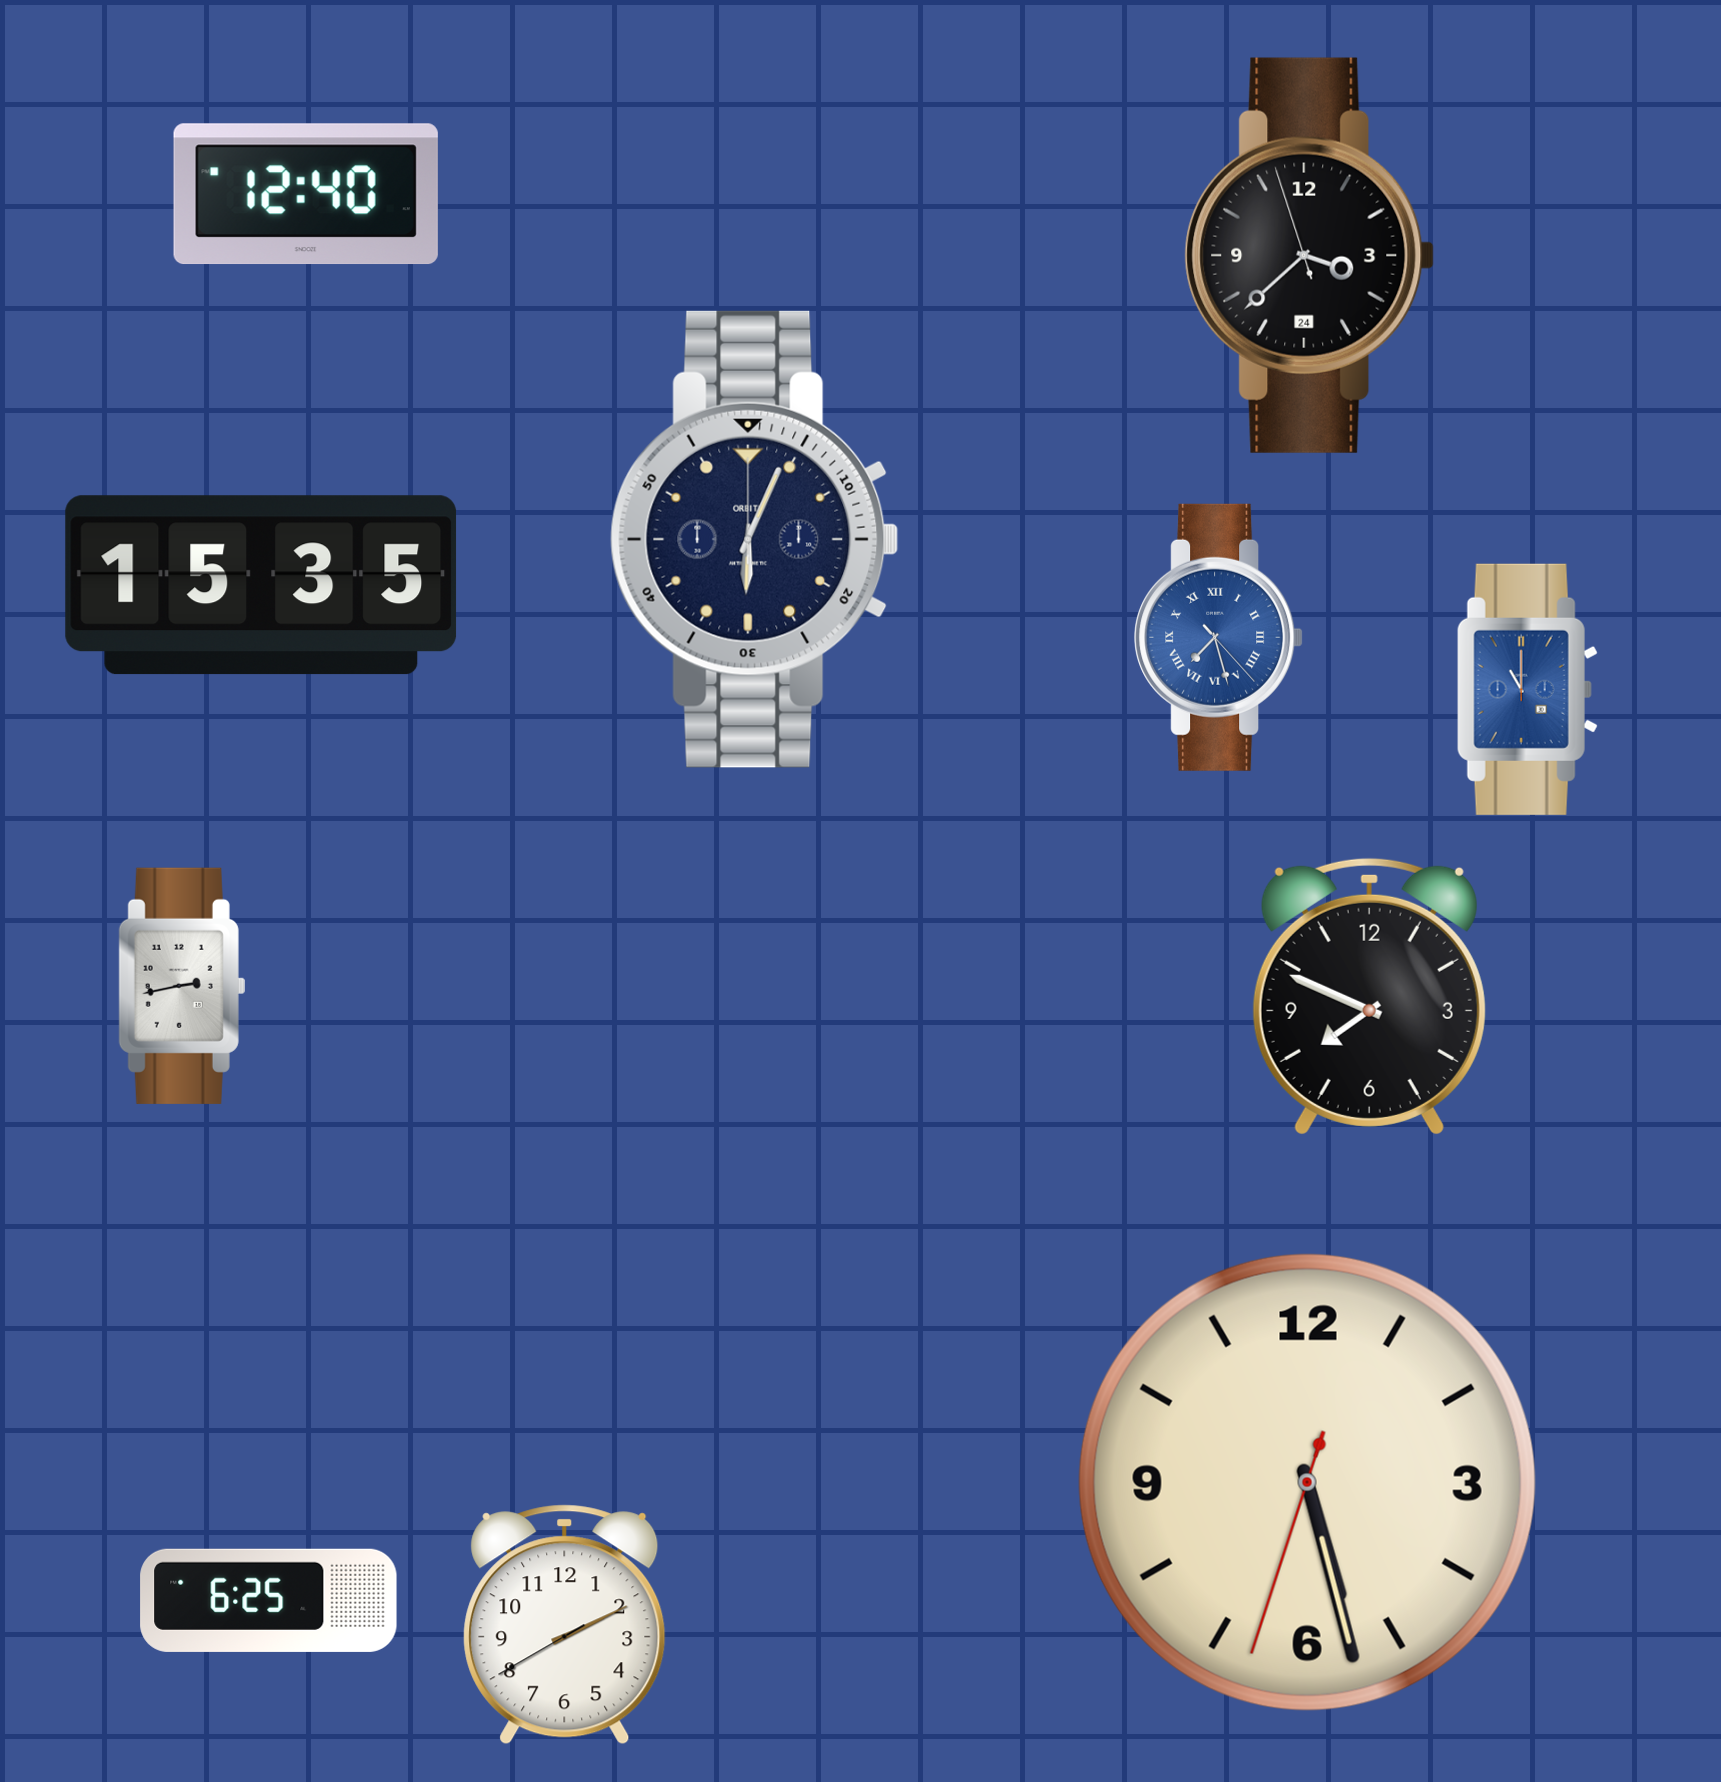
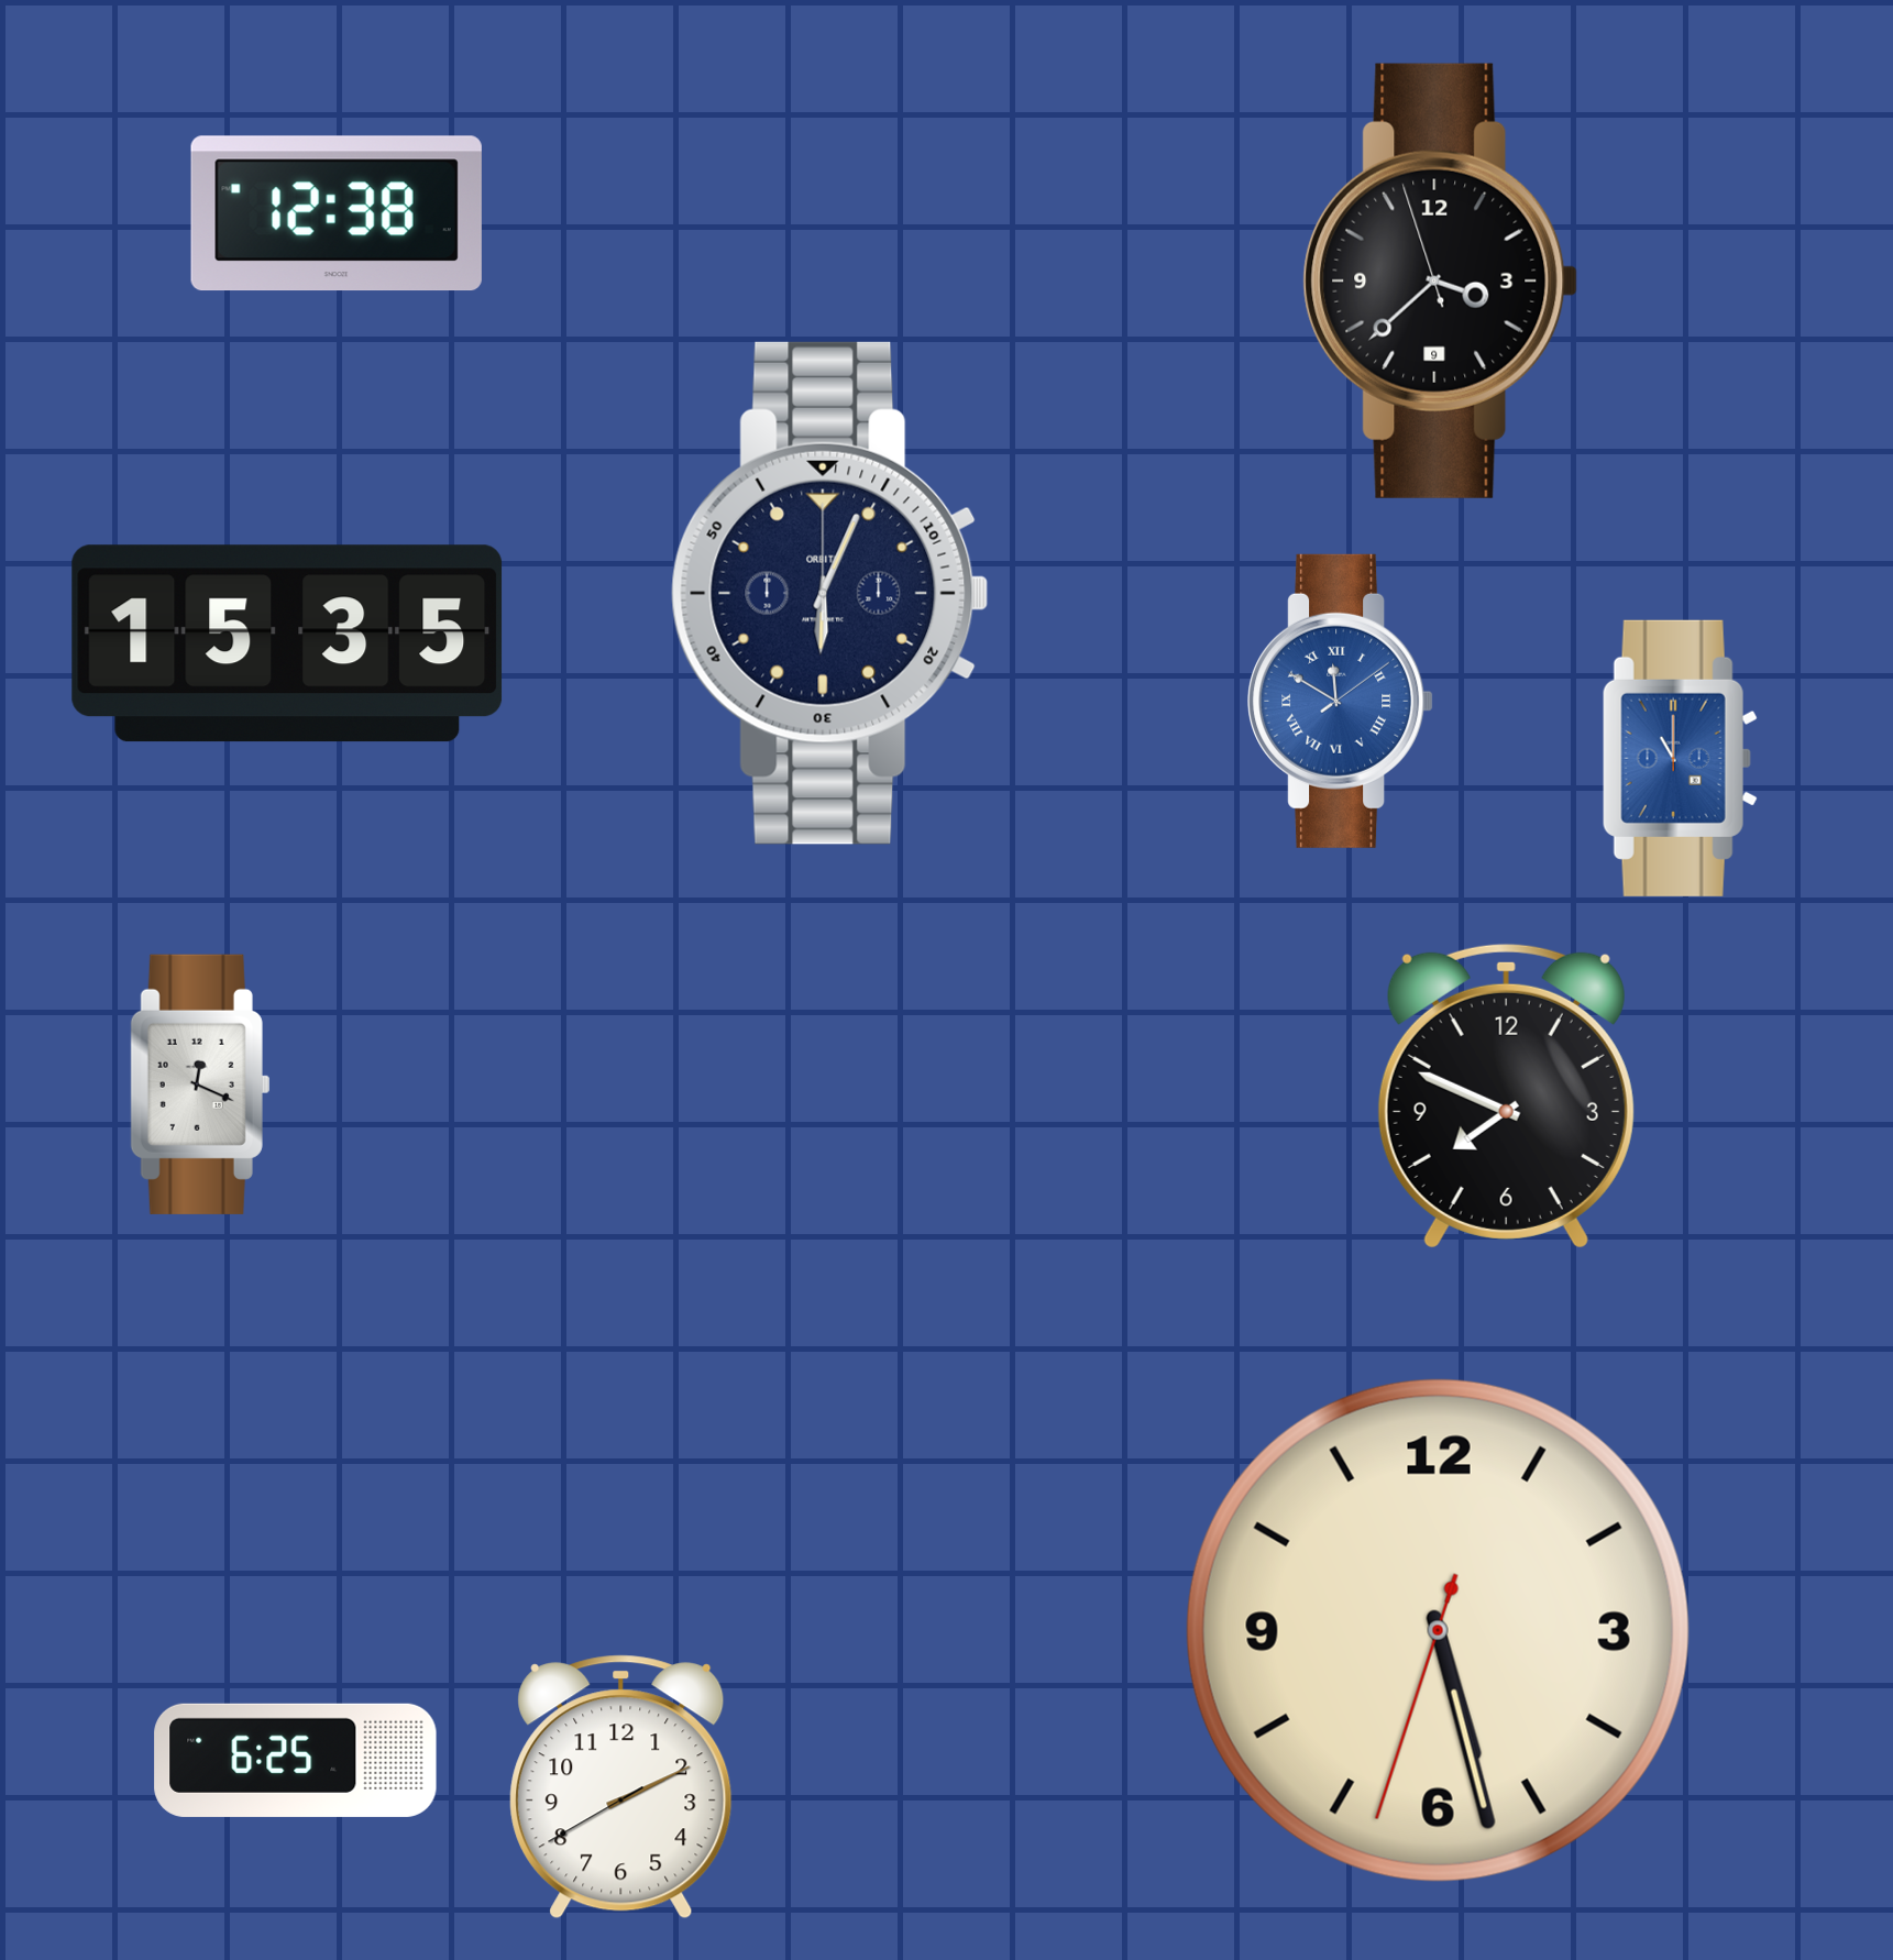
clock at (306, 194): 12:40 -> 12:38
clock at (1310, 255) date: 24 -> 9
clock at (1219, 637): 7:27 -> 11:50
clock at (182, 986): 2:43 -> 12:19
